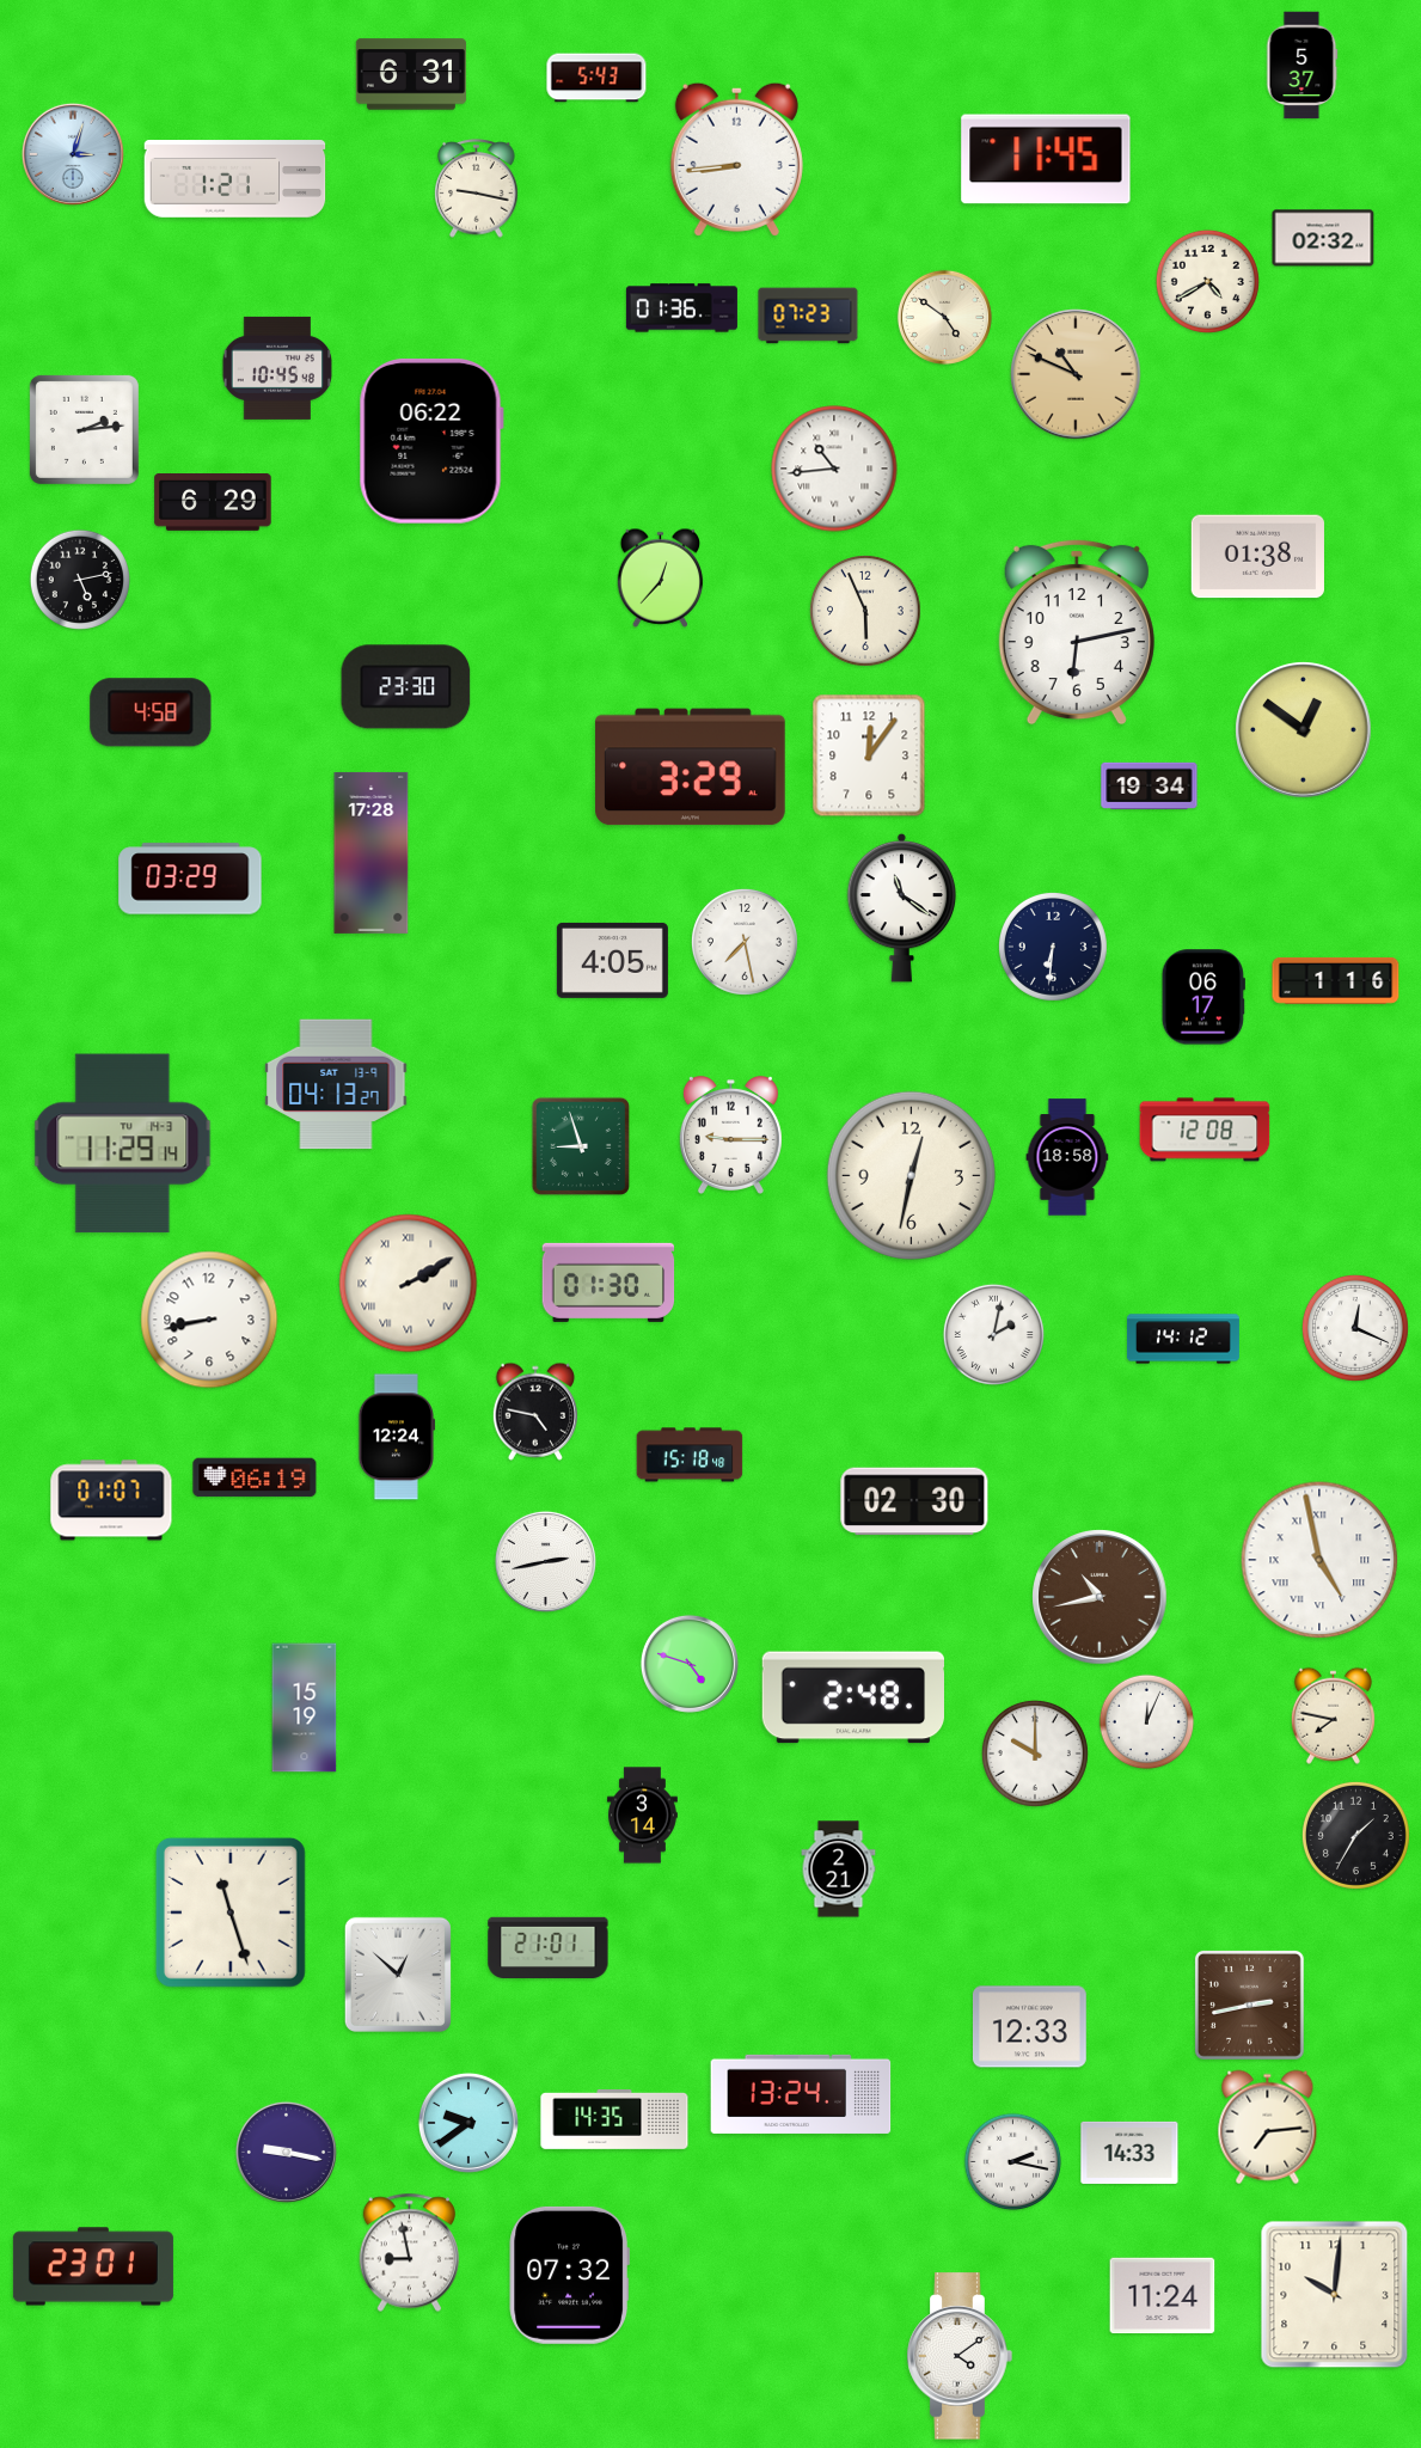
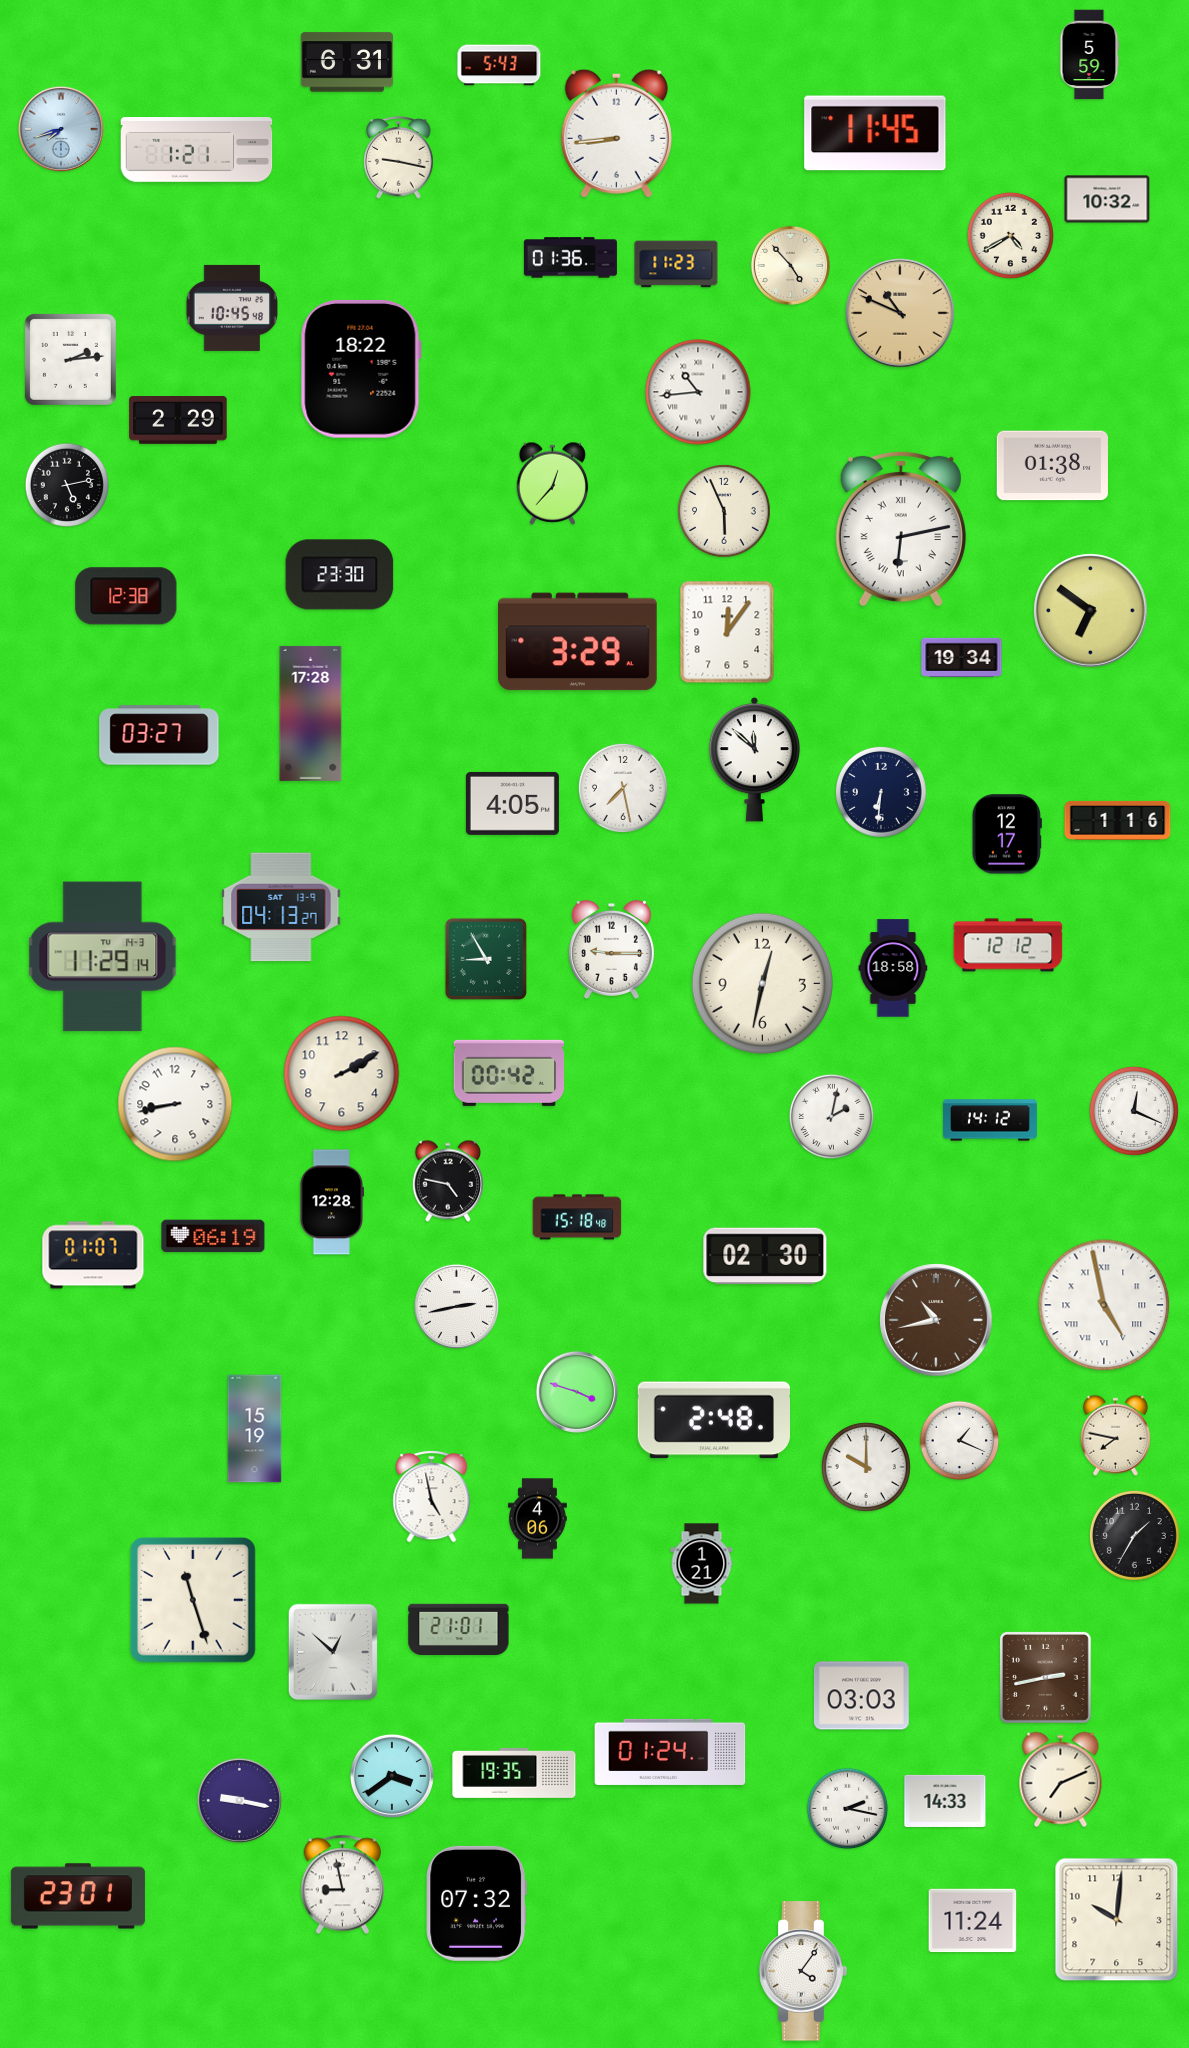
clock at (1303, 66): 5:37 -> 5:59
clock at (411, 74) position: (411, 74) -> (347, 62)
clock at (73, 154): 3:03 -> 7:42
clock at (1323, 238): 02:32 -> 10:32
clock at (808, 316): 07:23 -> 11:23
clock at (944, 317): 4:51 -> 4:53
clock at (431, 441): 06:22 -> 18:22
clock at (213, 503): 6:29 -> 2:29
clock at (1077, 632) numerals: Arabic -> Roman
clock at (151, 712): 4:58 -> 12:38
clock at (1304, 730): 12:51 -> 6:51
clock at (190, 879): 03:29 -> 03:27
clock at (902, 907): 11:21 -> 11:52
clock at (1203, 997): 06:17 -> 12:17
clock at (1205, 1130): 12:08 -> 12:12
clock at (581, 1146): 8:57 -> 8:55
clock at (608, 1283): 01:30 -> 00:42
clock at (409, 1284) numerals: Roman -> Arabic
clock at (396, 1437): 12:24 -> 12:28
clock at (1100, 1597) position: (1100, 1597) -> (936, 1320)
clock at (690, 1664): 4:48 -> 3:48
clock at (1147, 1722): 12:04 -> 1:19
clock at (432, 1497): none -> 4:58
clock at (643, 1816): 3:14 -> 4:06
clock at (839, 1869): 2:21 -> 1:21
clock at (1029, 2027): 12:33 -> 03:03
clock at (801, 2094): 13:24 -> 01:24
clock at (614, 2119): 14:35 -> 19:35
clock at (468, 2123): 9:39 -> 3:39
clock at (1268, 2128): 7:14 -> 7:11
clock at (960, 2356): 4:09 -> 4:06
